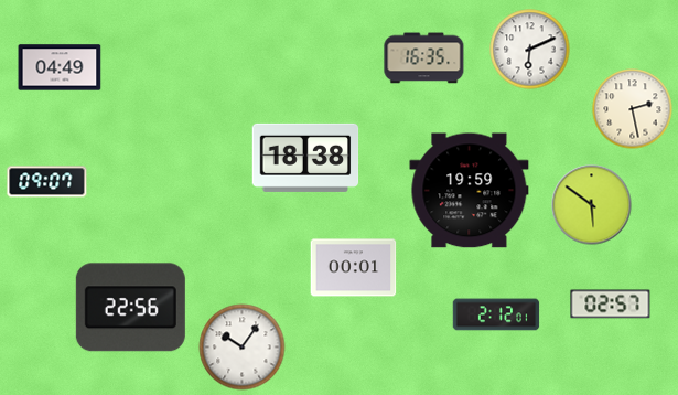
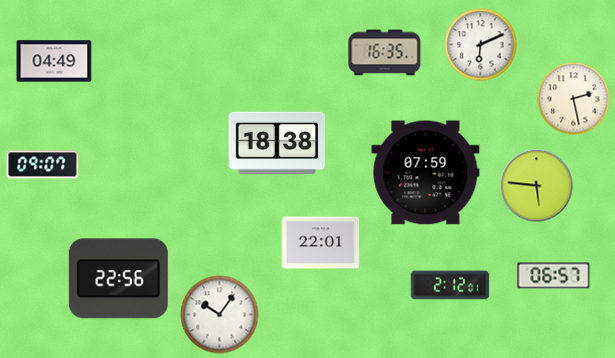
clock at (470, 191): 19:59 -> 07:59
clock at (592, 205): 5:51 -> 5:46
clock at (354, 268): 00:01 -> 22:01
clock at (611, 305): 02:57 -> 06:57
